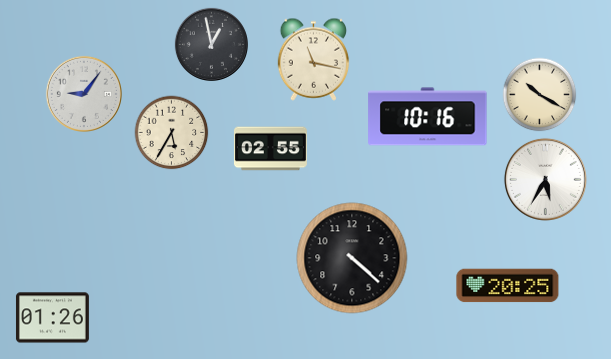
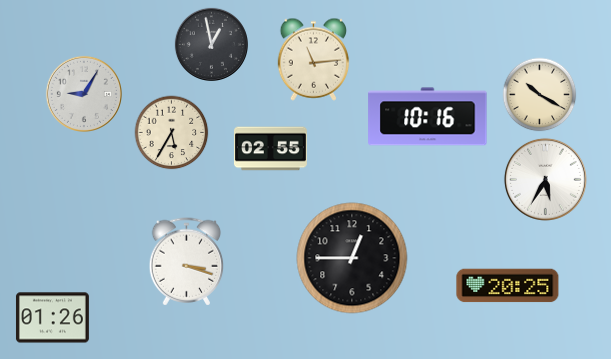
clock at (314, 59): 11:17 -> 11:14
clock at (84, 94): 9:06 -> 9:05
clock at (352, 258): 4:22 -> 12:45
clock at (187, 262): none -> 3:18
